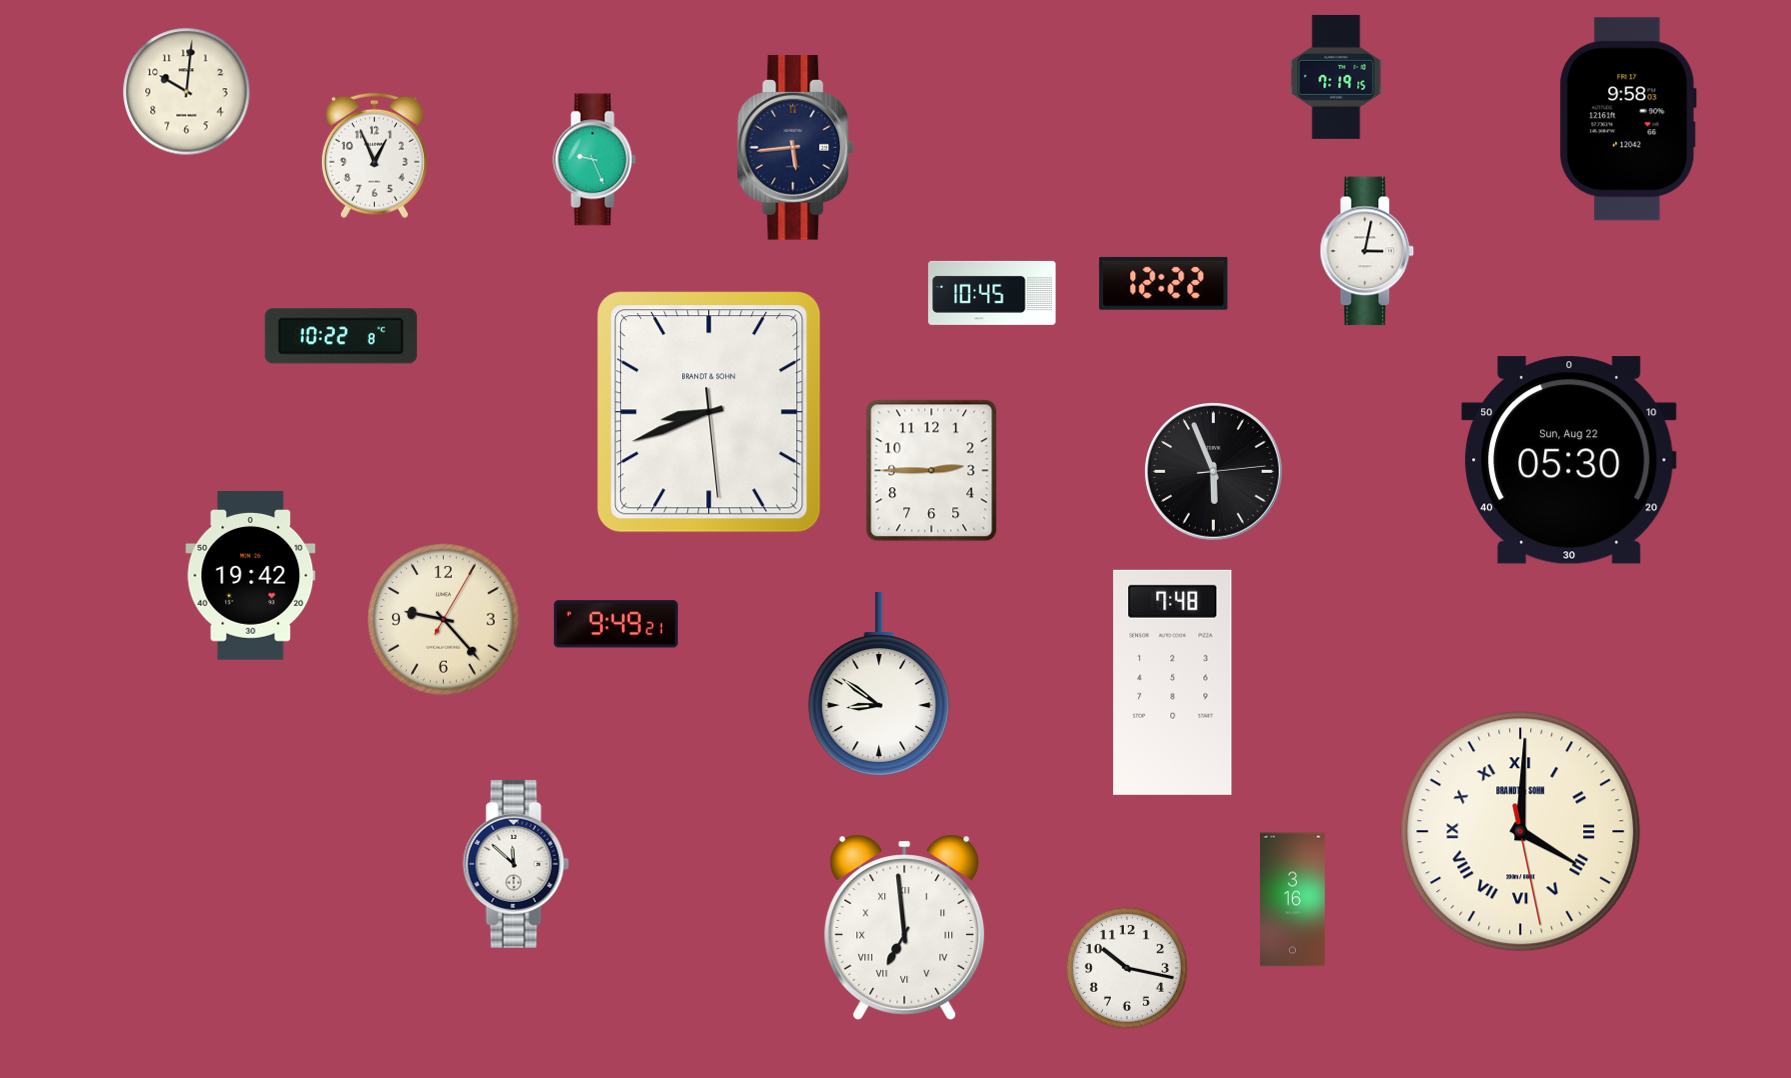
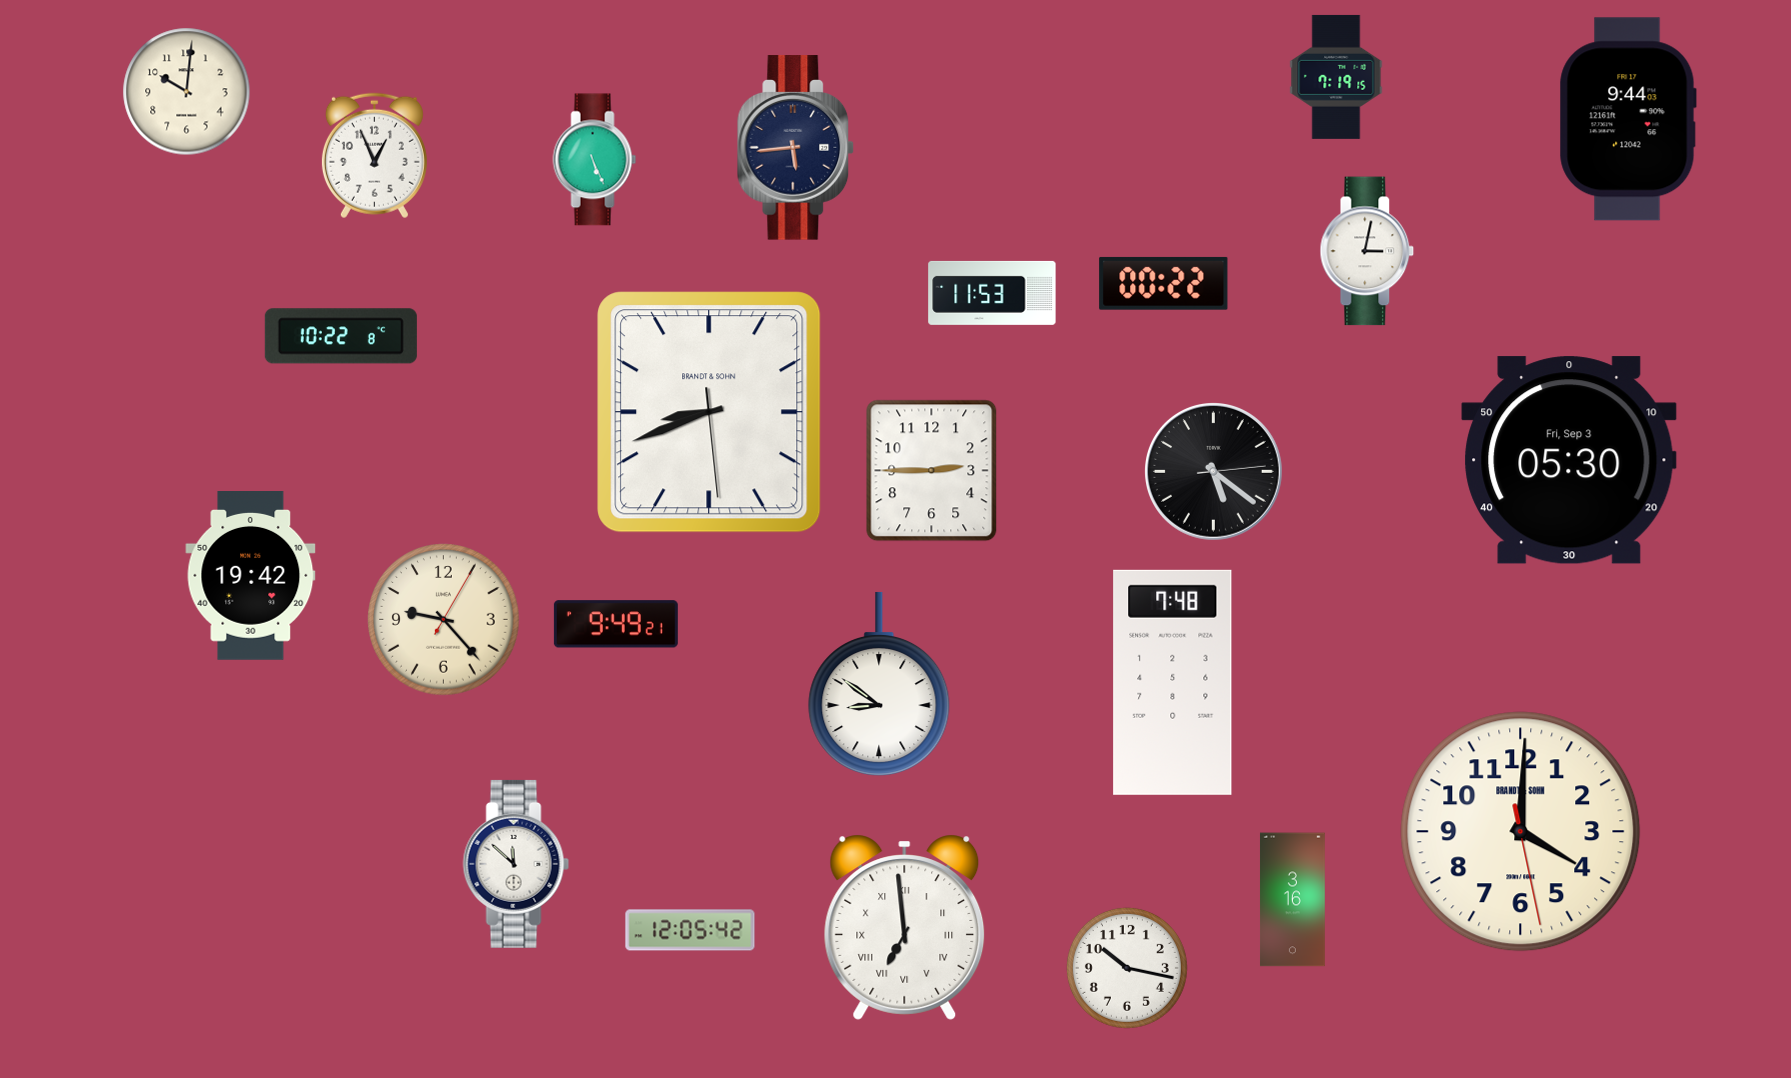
clock at (1628, 119): 9:58 -> 9:44
clock at (595, 160): 9:26 -> 5:26
clock at (1164, 283): 12:22 -> 00:22
clock at (992, 293): 10:45 -> 11:53
clock at (1569, 460) date: Sun, Aug 22 -> Fri, Sep 3
clock at (1214, 472): 5:56 -> 5:21
clock at (1521, 832) numerals: Roman -> Arabic
clock at (690, 930): none -> 12:05
